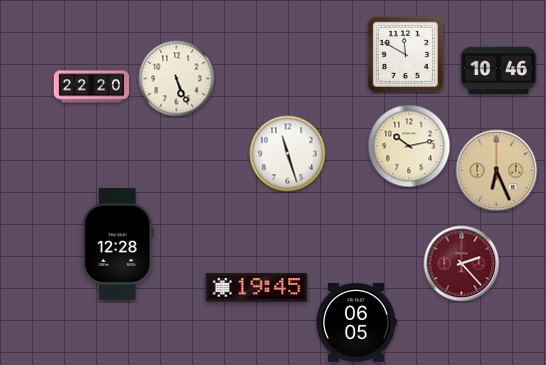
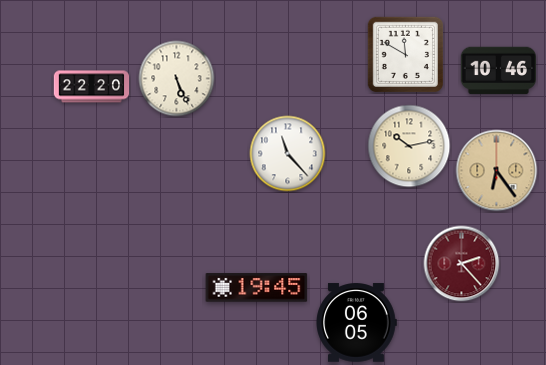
clock at (288, 154): 11:27 -> 11:23
clock at (497, 171): 6:26 -> 6:24
clock at (119, 244): 12:28 -> none
